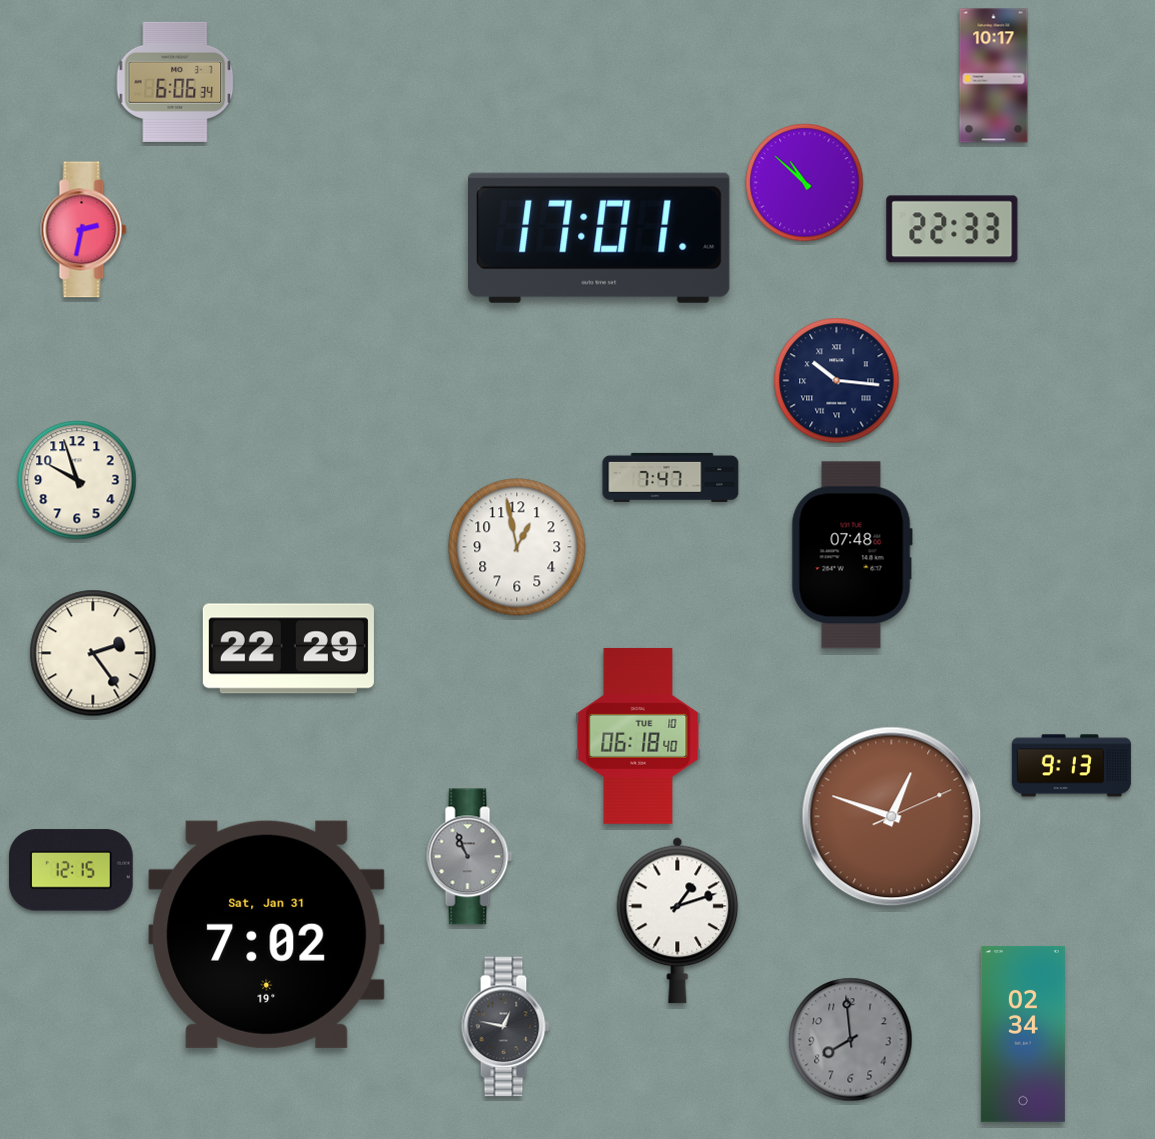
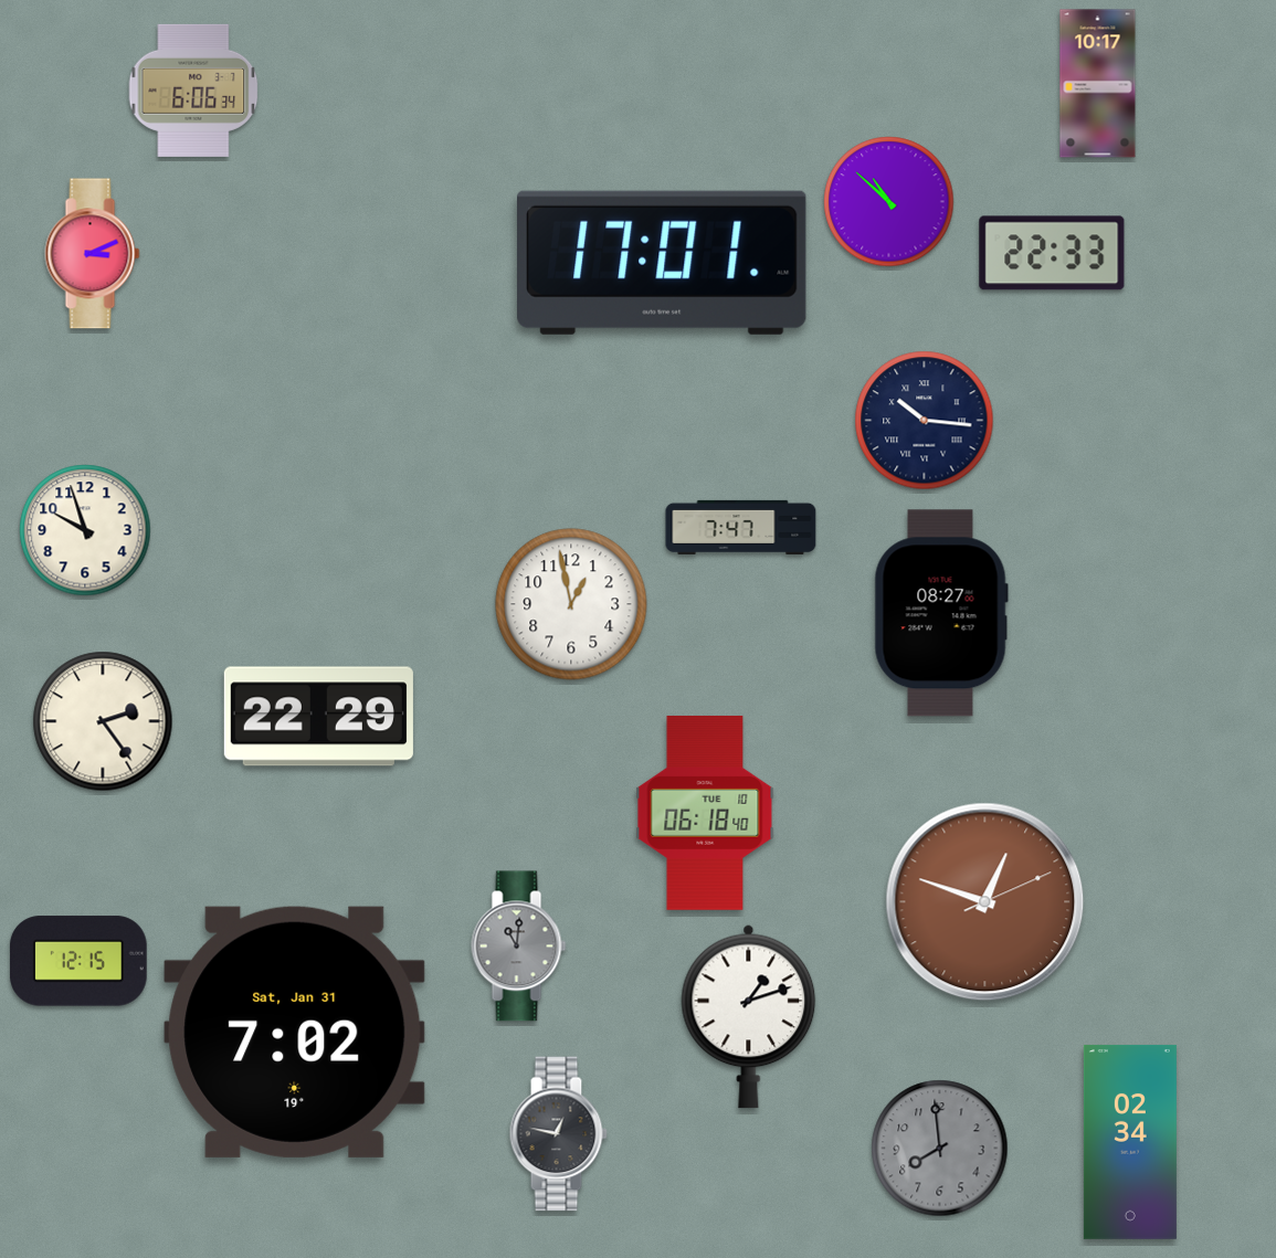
clock at (84, 230): 2:32 -> 3:11
clock at (852, 555): 07:48 -> 08:27
clock at (1071, 766): 9:13 -> none
clock at (470, 857): 10:56 -> 11:01
